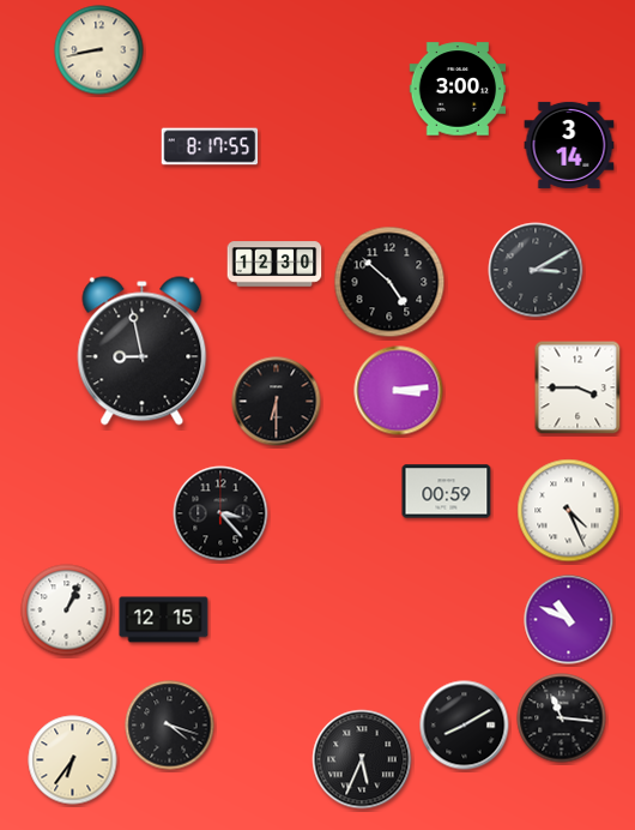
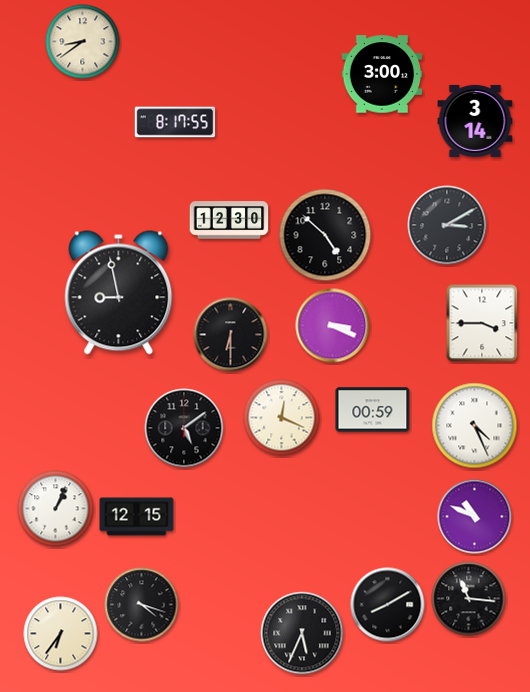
clock at (99, 50): 8:43 -> 8:39
clock at (399, 391): 3:14 -> 3:19
clock at (282, 418): none -> 12:19
clock at (220, 513): 3:23 -> 5:09
